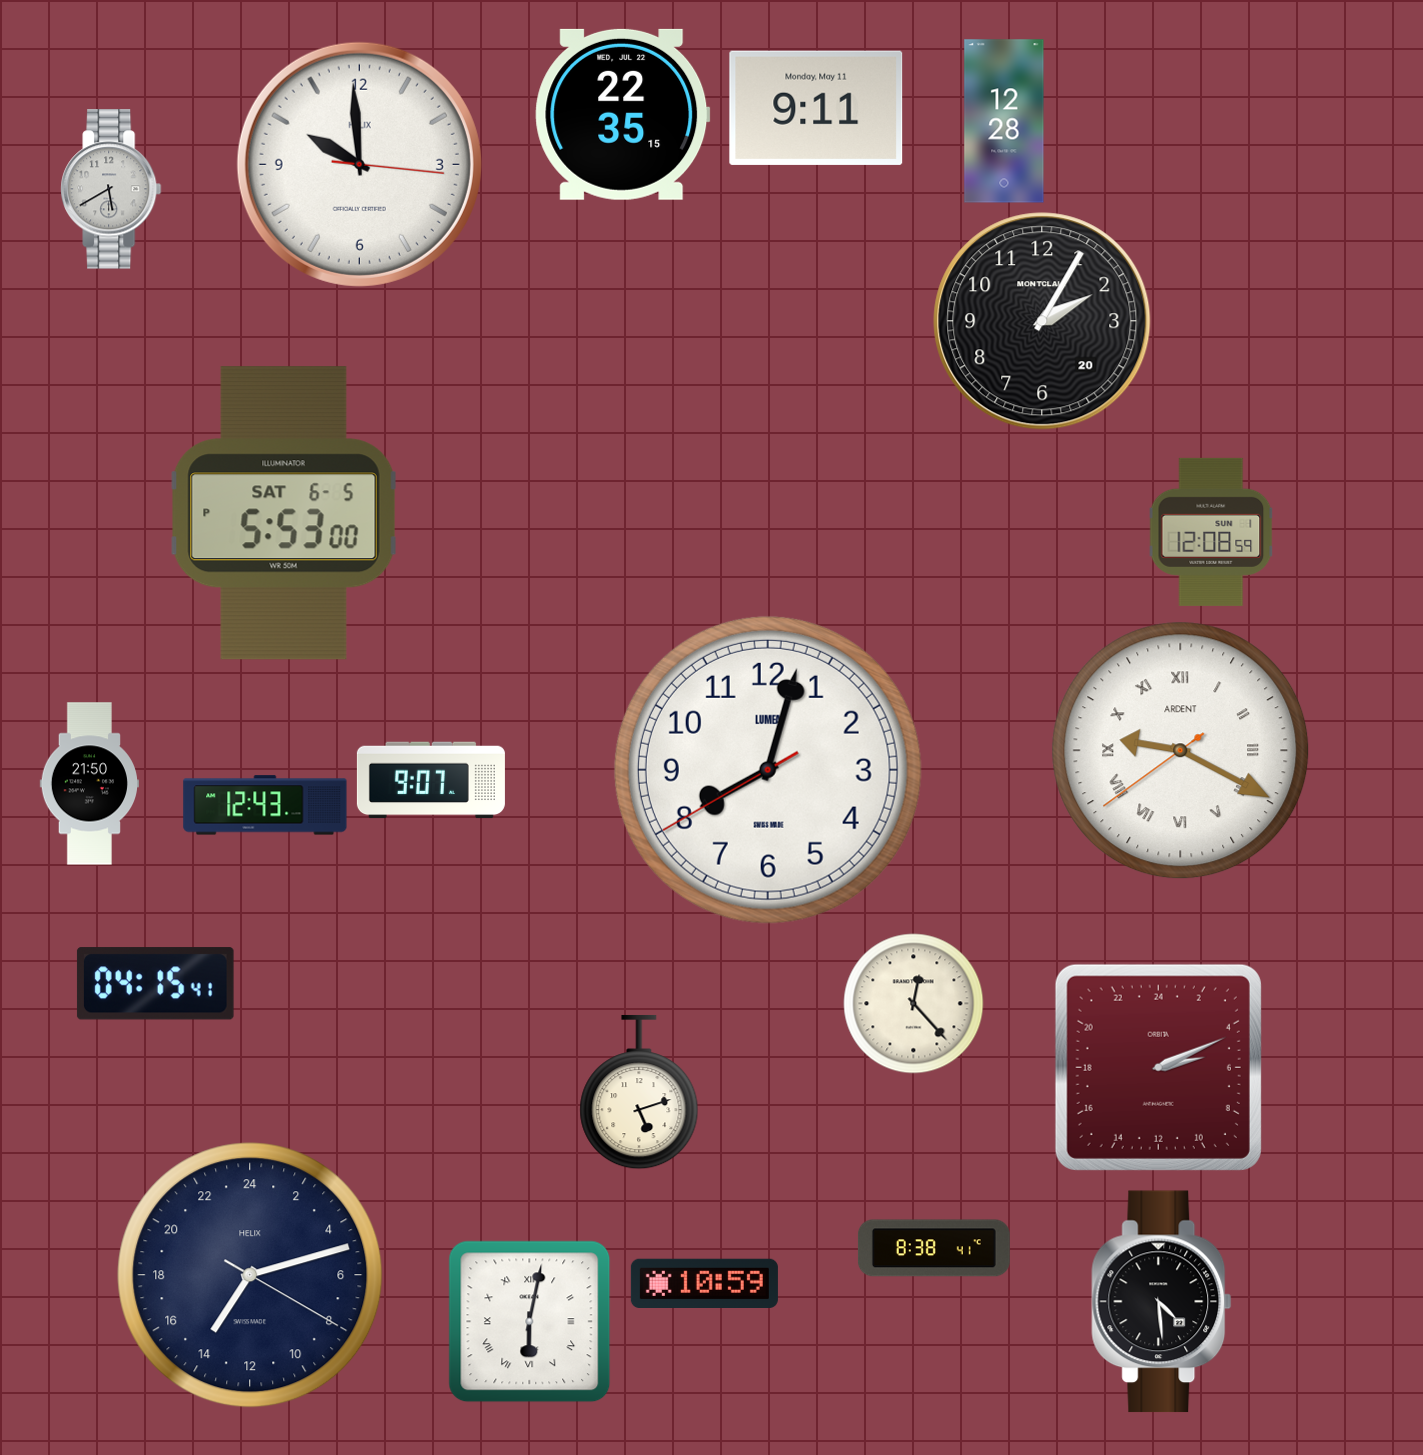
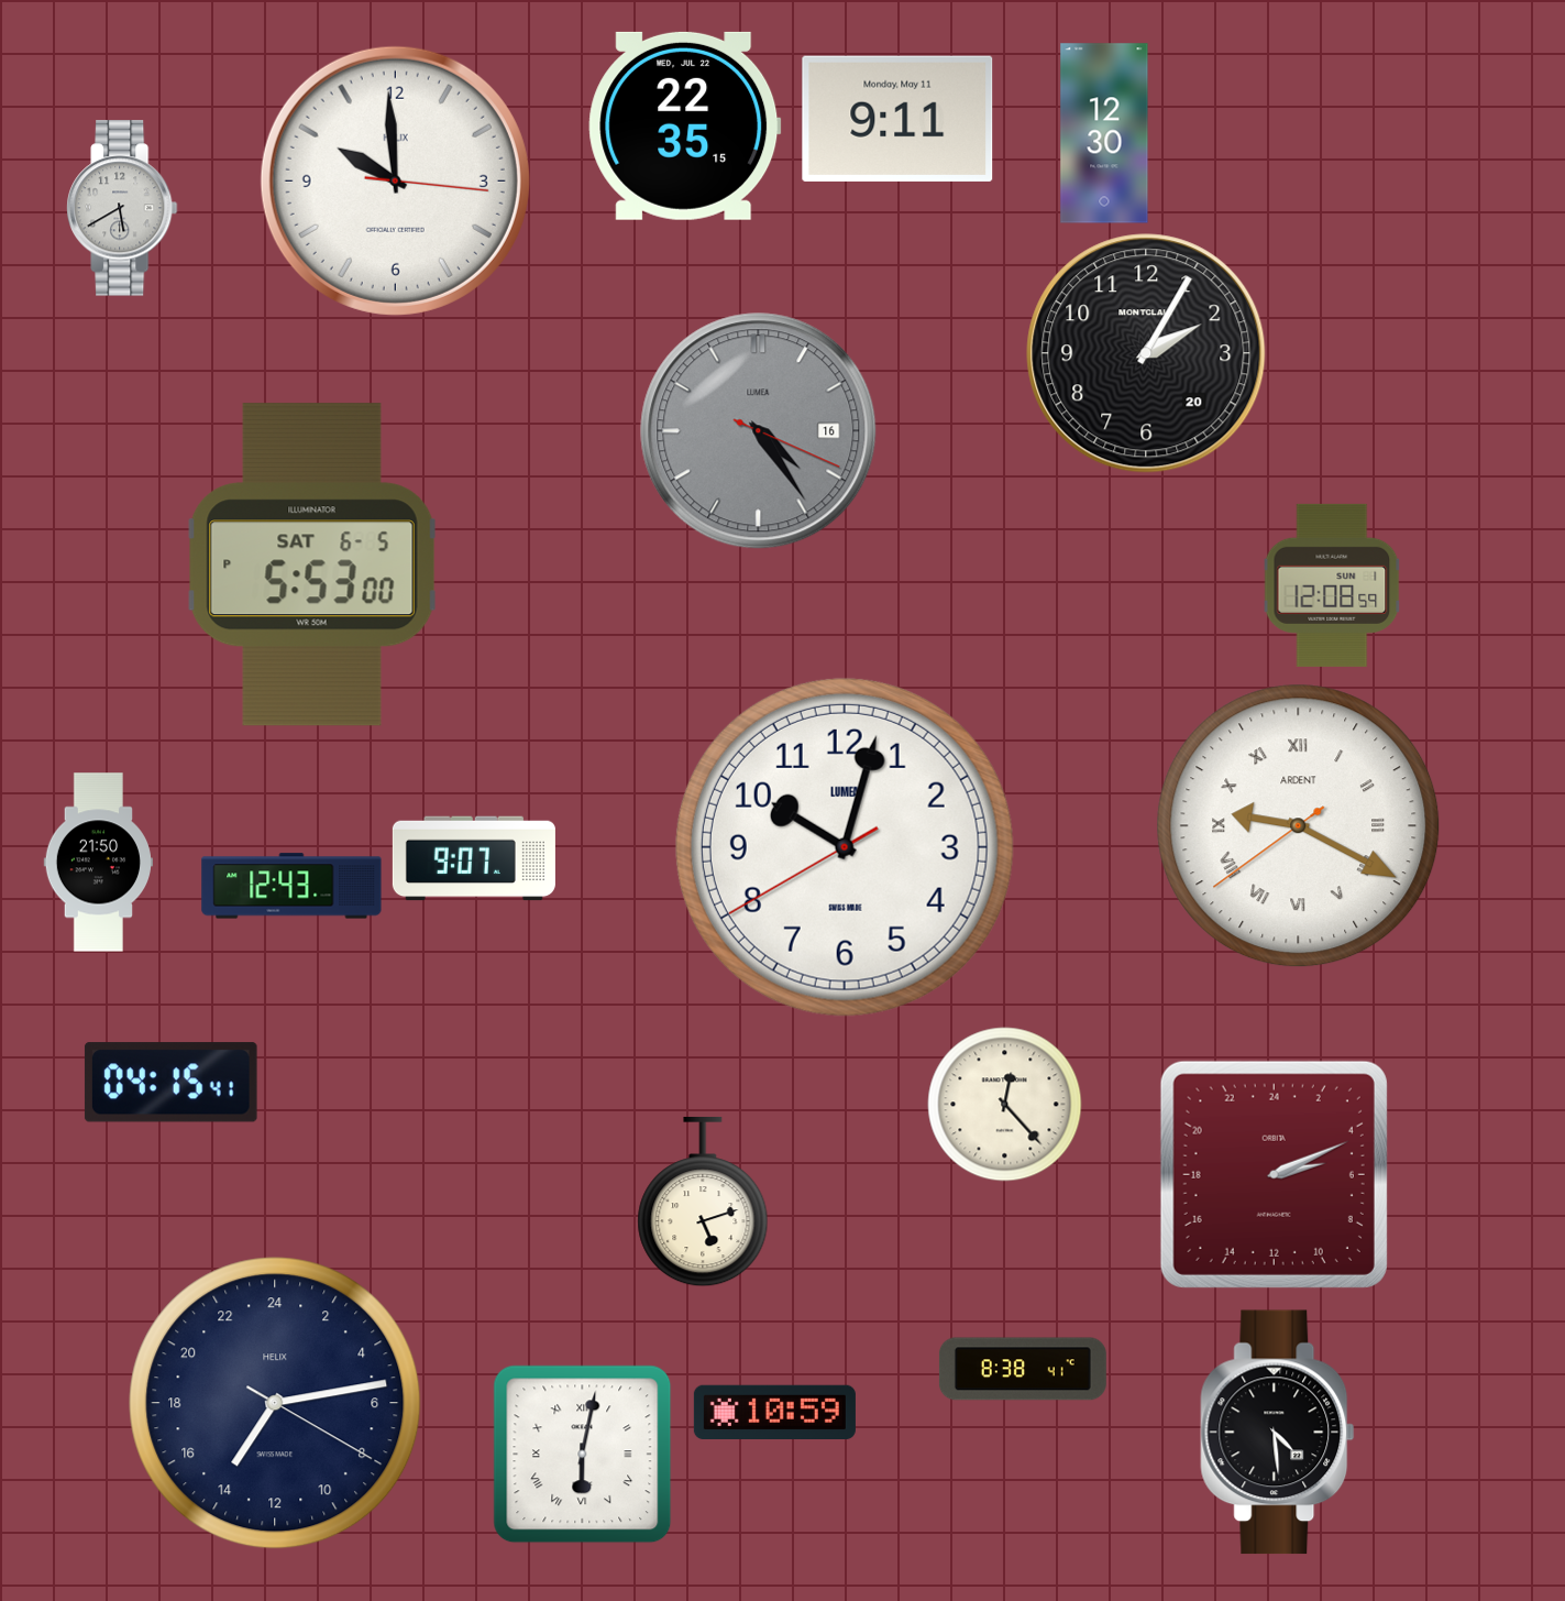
clock at (1004, 121): 12:28 -> 12:30
clock at (759, 431): none -> 4:24
clock at (768, 770): 8:02 -> 10:02
clock at (934, 1248) position: (934, 1248) -> (1023, 1369)
clock at (250, 1275): 14:12 -> 14:13
